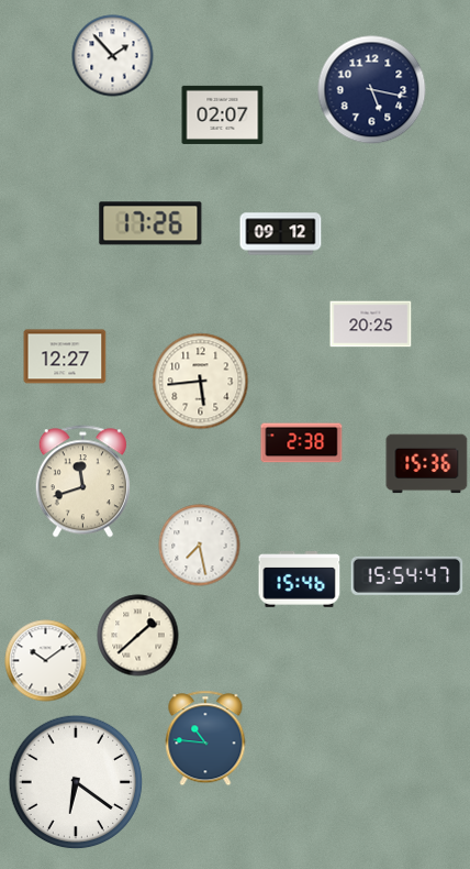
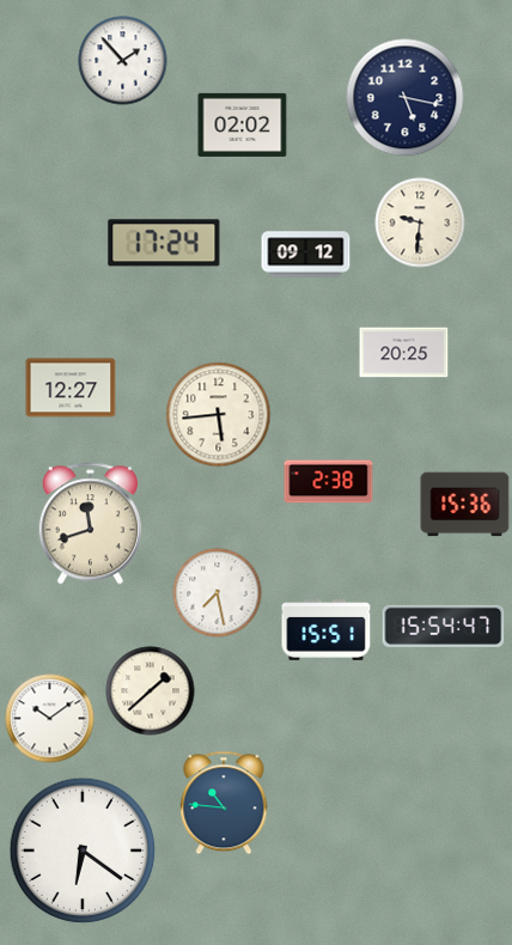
clock at (223, 114): 02:07 -> 02:02
clock at (420, 222): none -> 9:31
clock at (150, 223): 17:26 -> 17:24
clock at (300, 580): 15:46 -> 15:51
